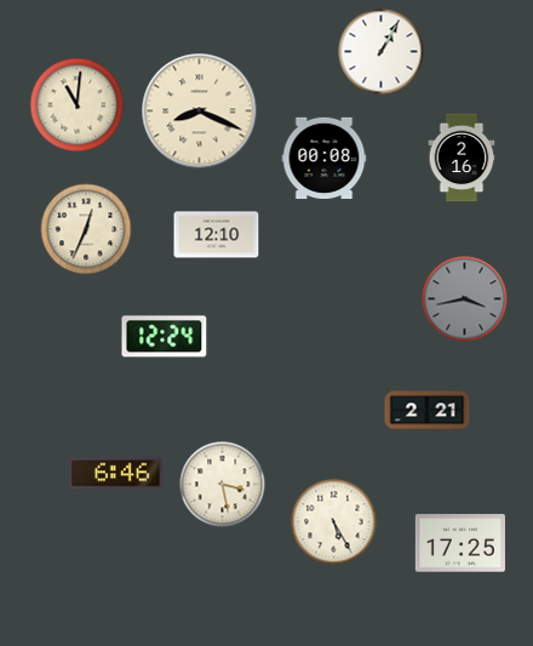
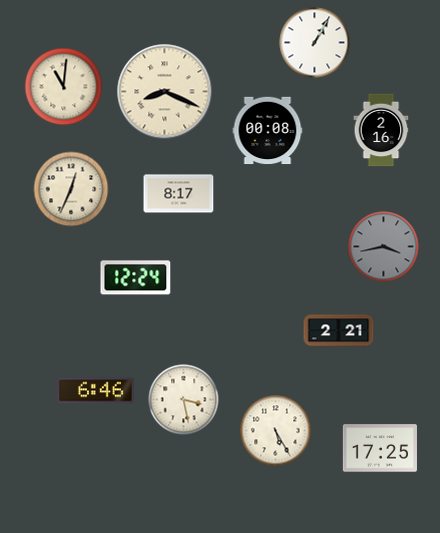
clock at (217, 235): 12:10 -> 8:17
clock at (428, 411) position: (428, 411) -> (339, 331)
